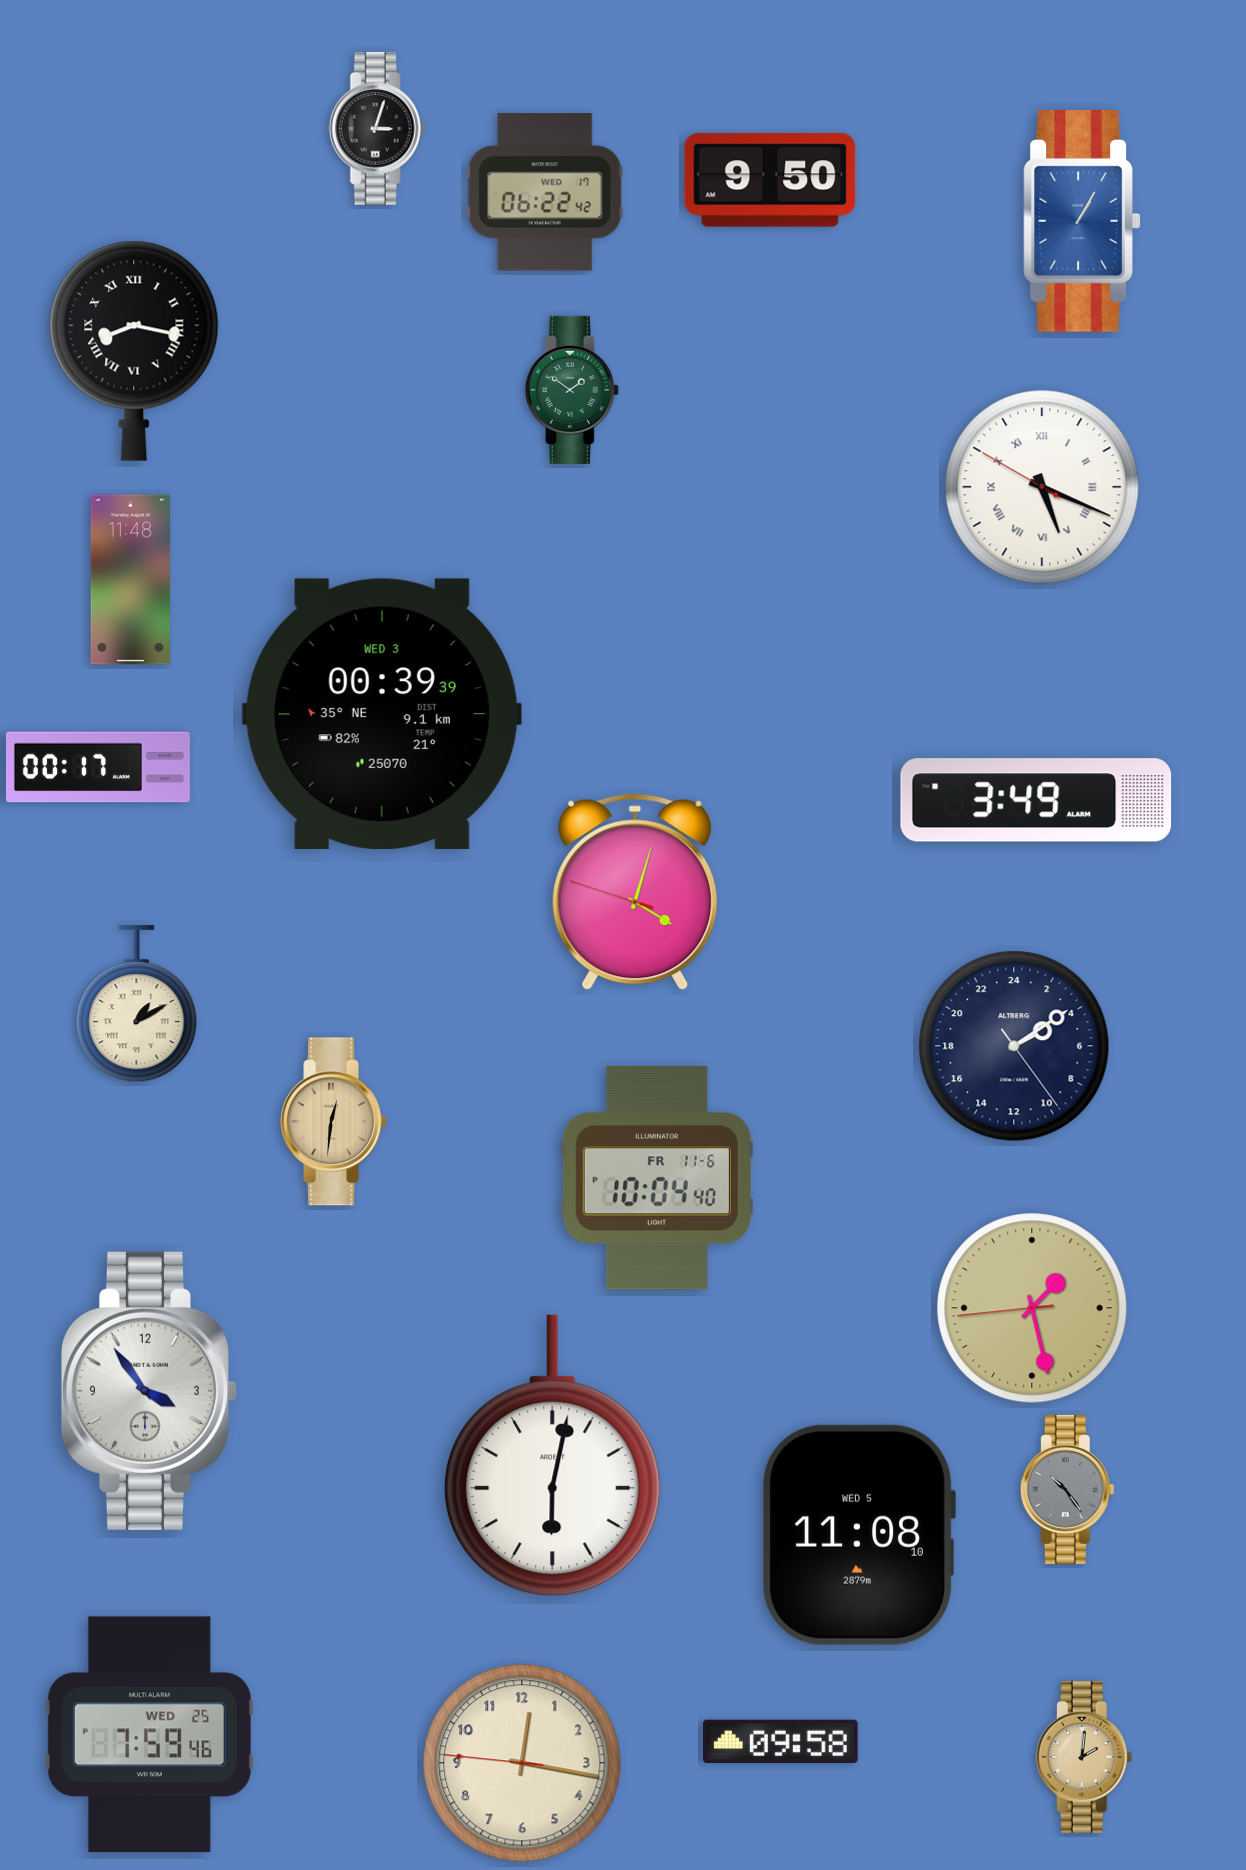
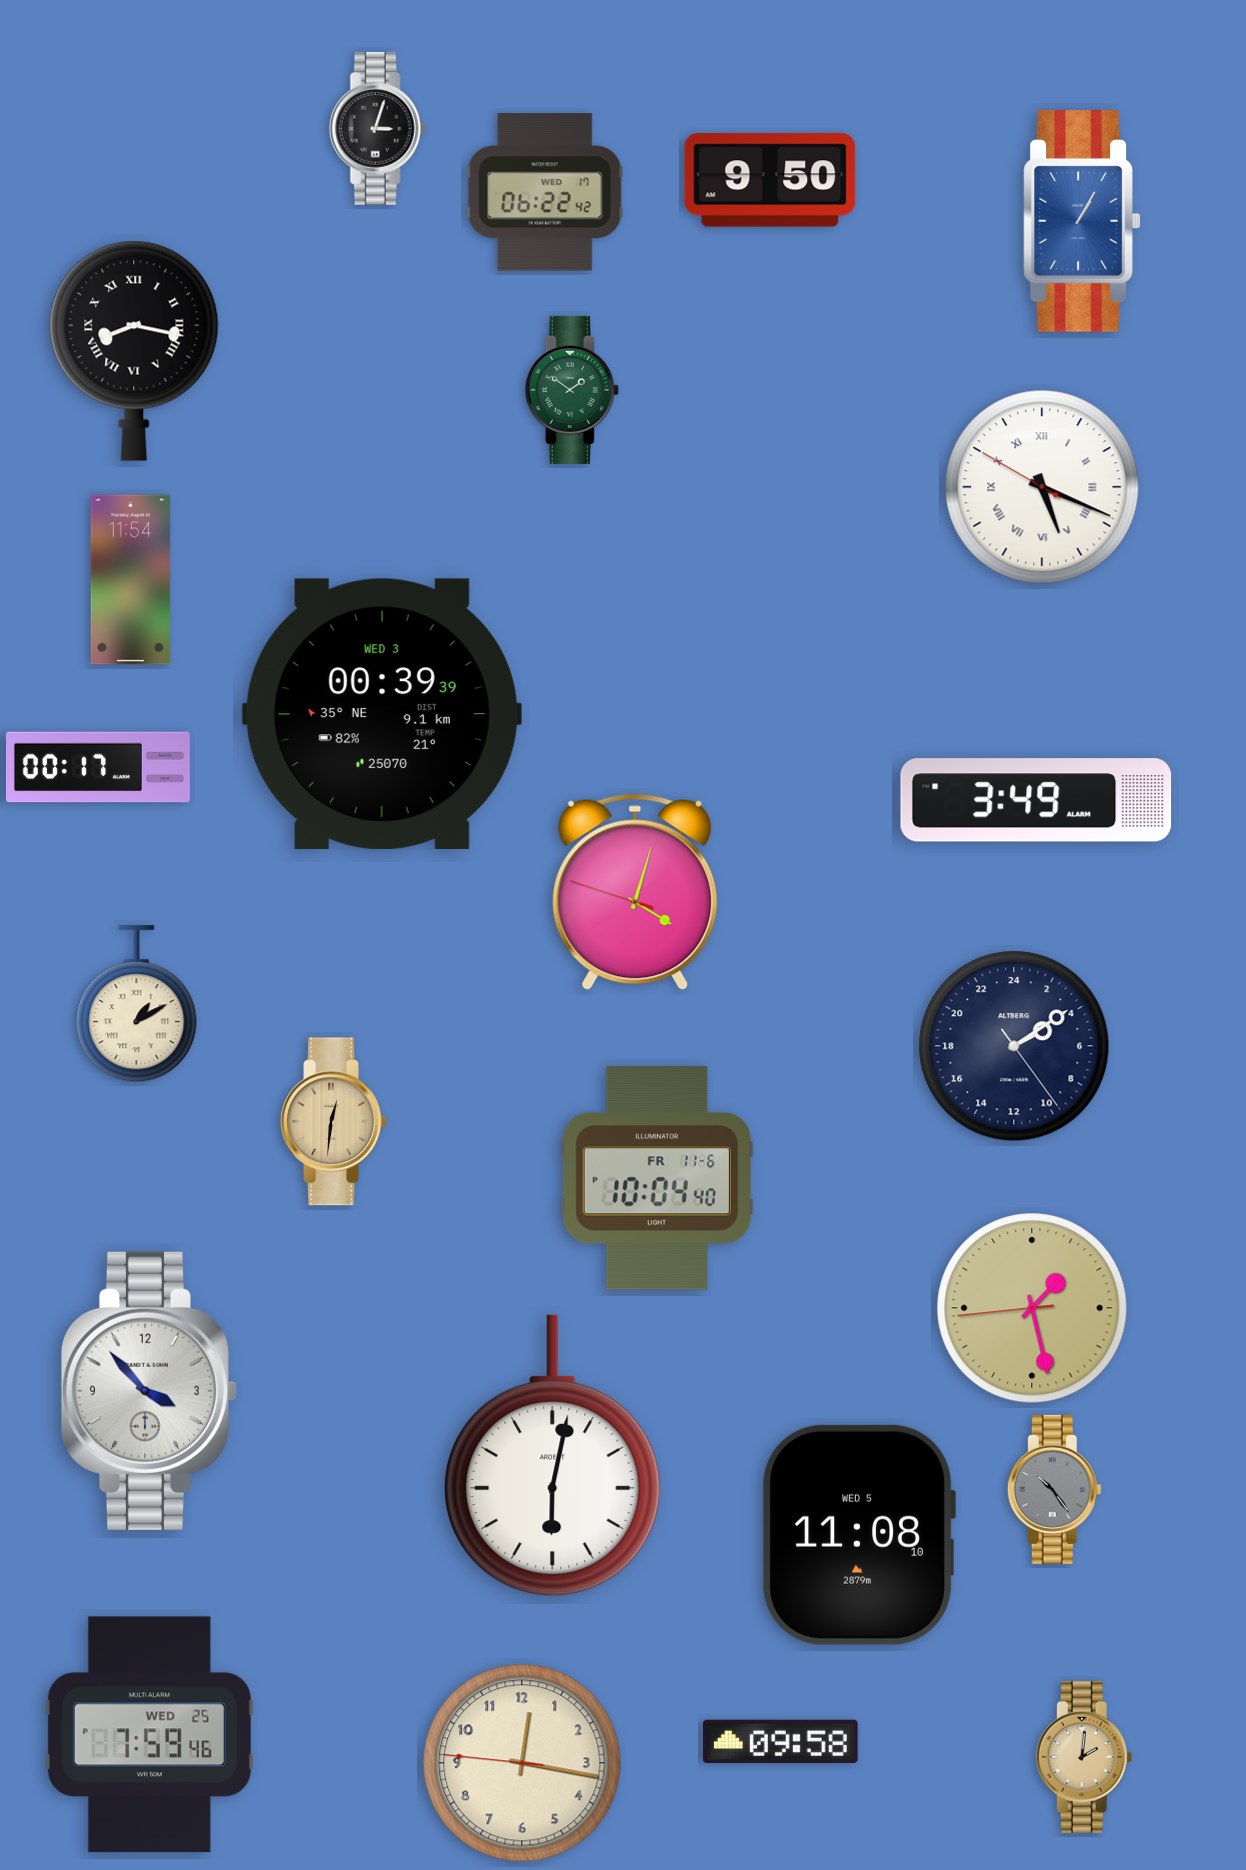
clock at (130, 580): 11:48 -> 11:54
clock at (149, 1391): 3:54 -> 3:53
clock at (1067, 1489) position: (1067, 1489) -> (1054, 1489)
